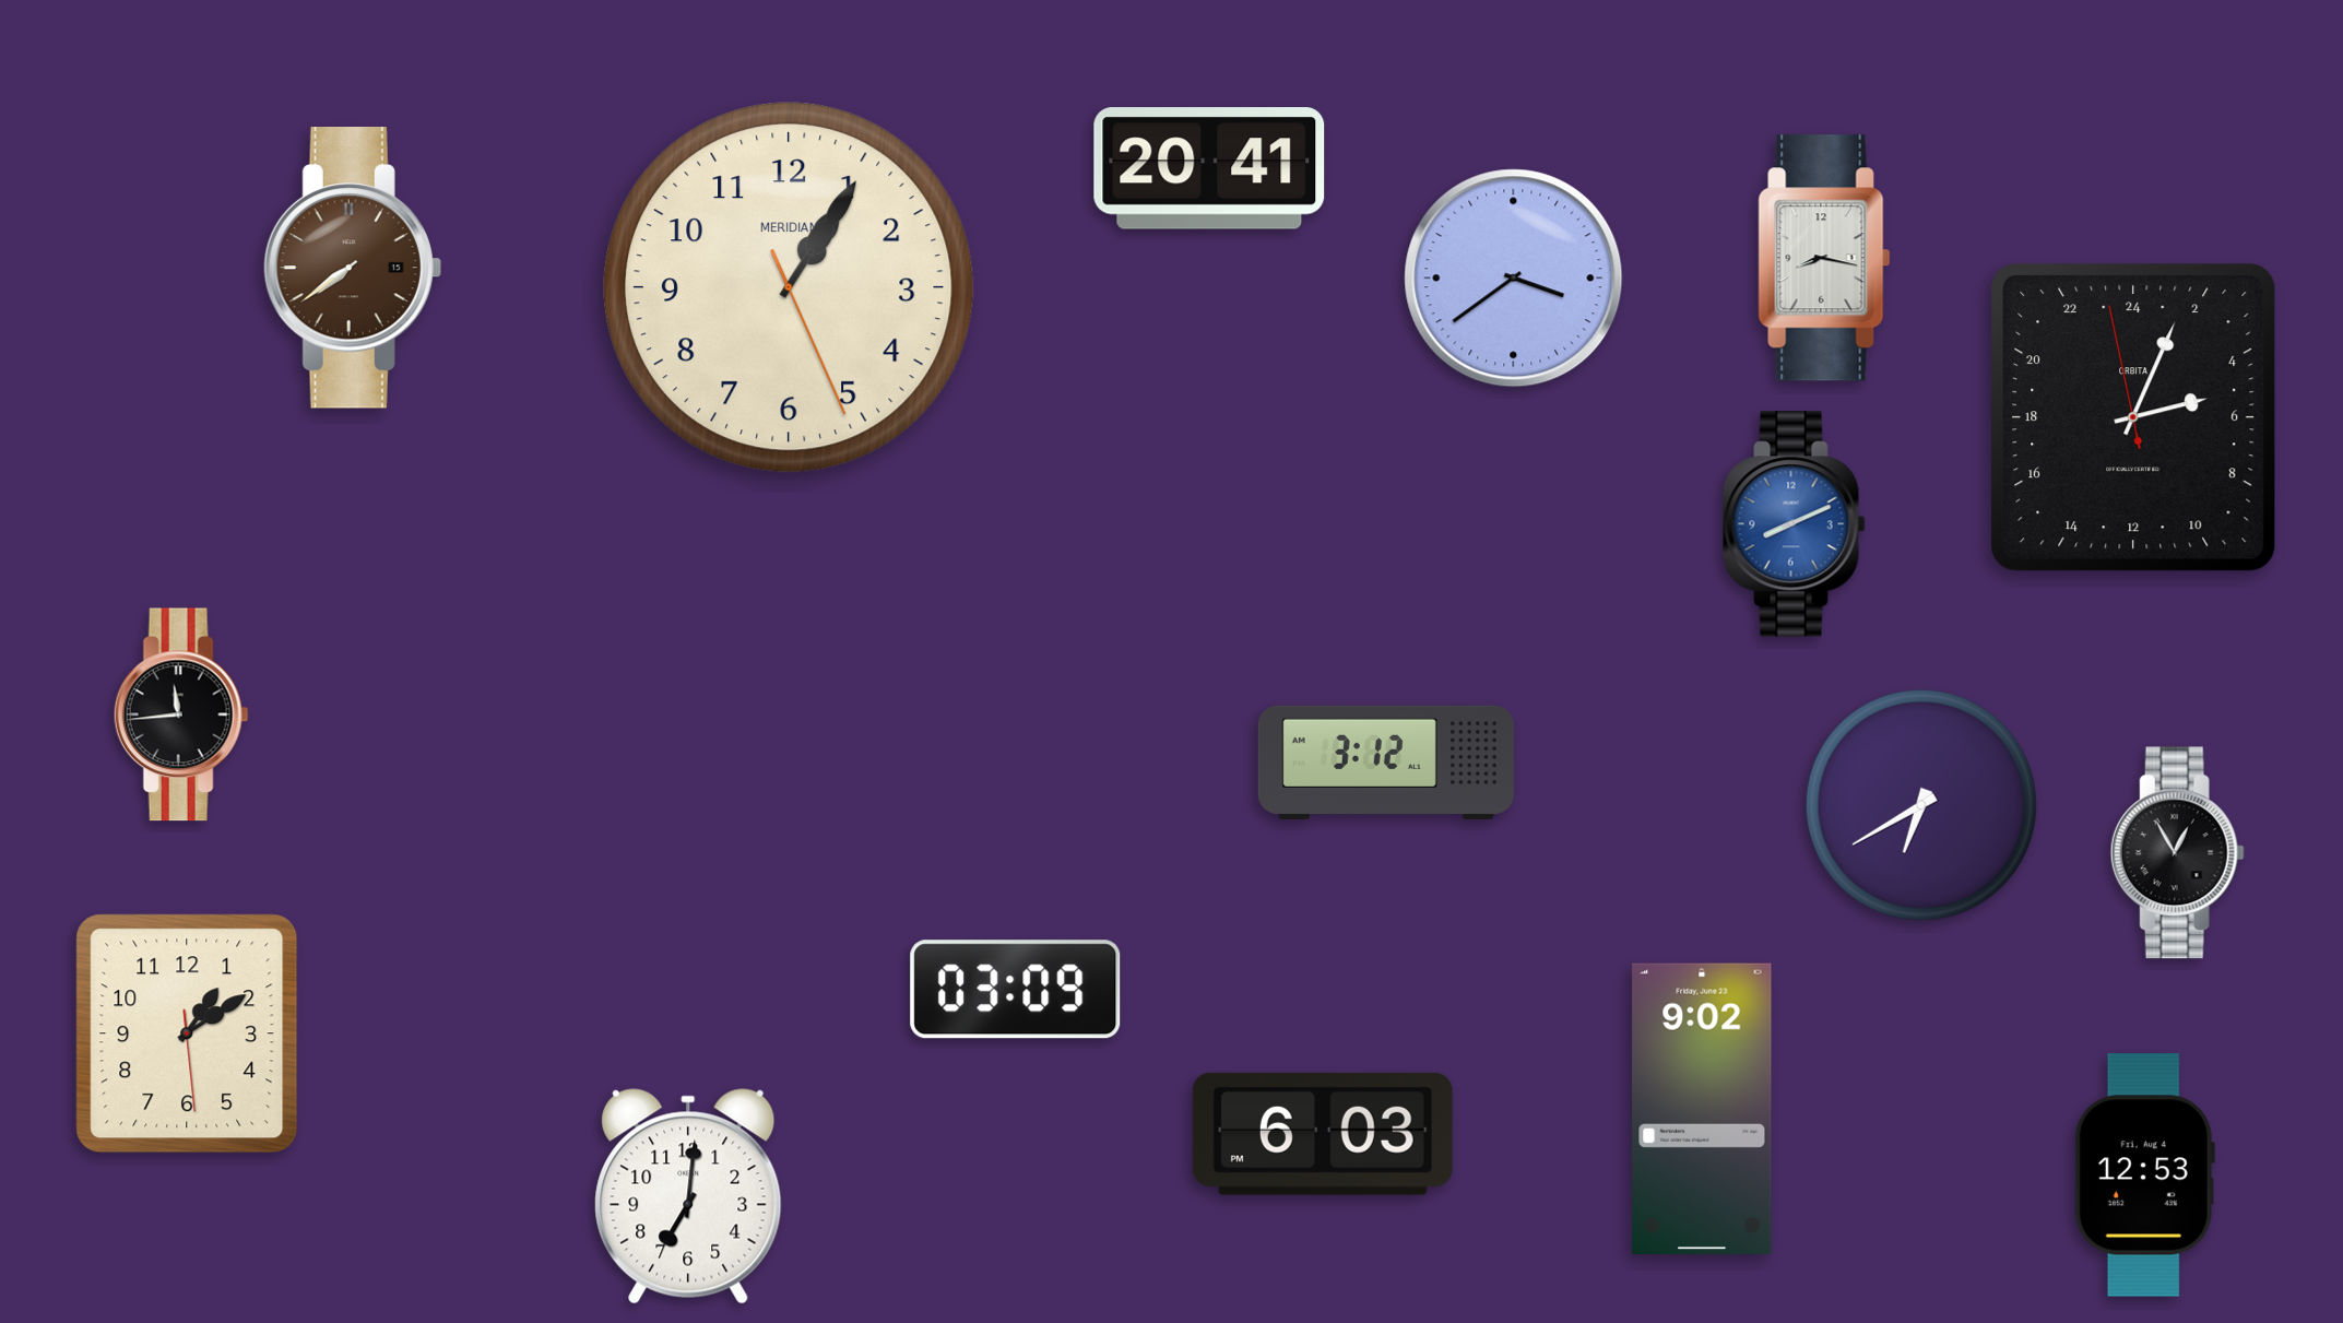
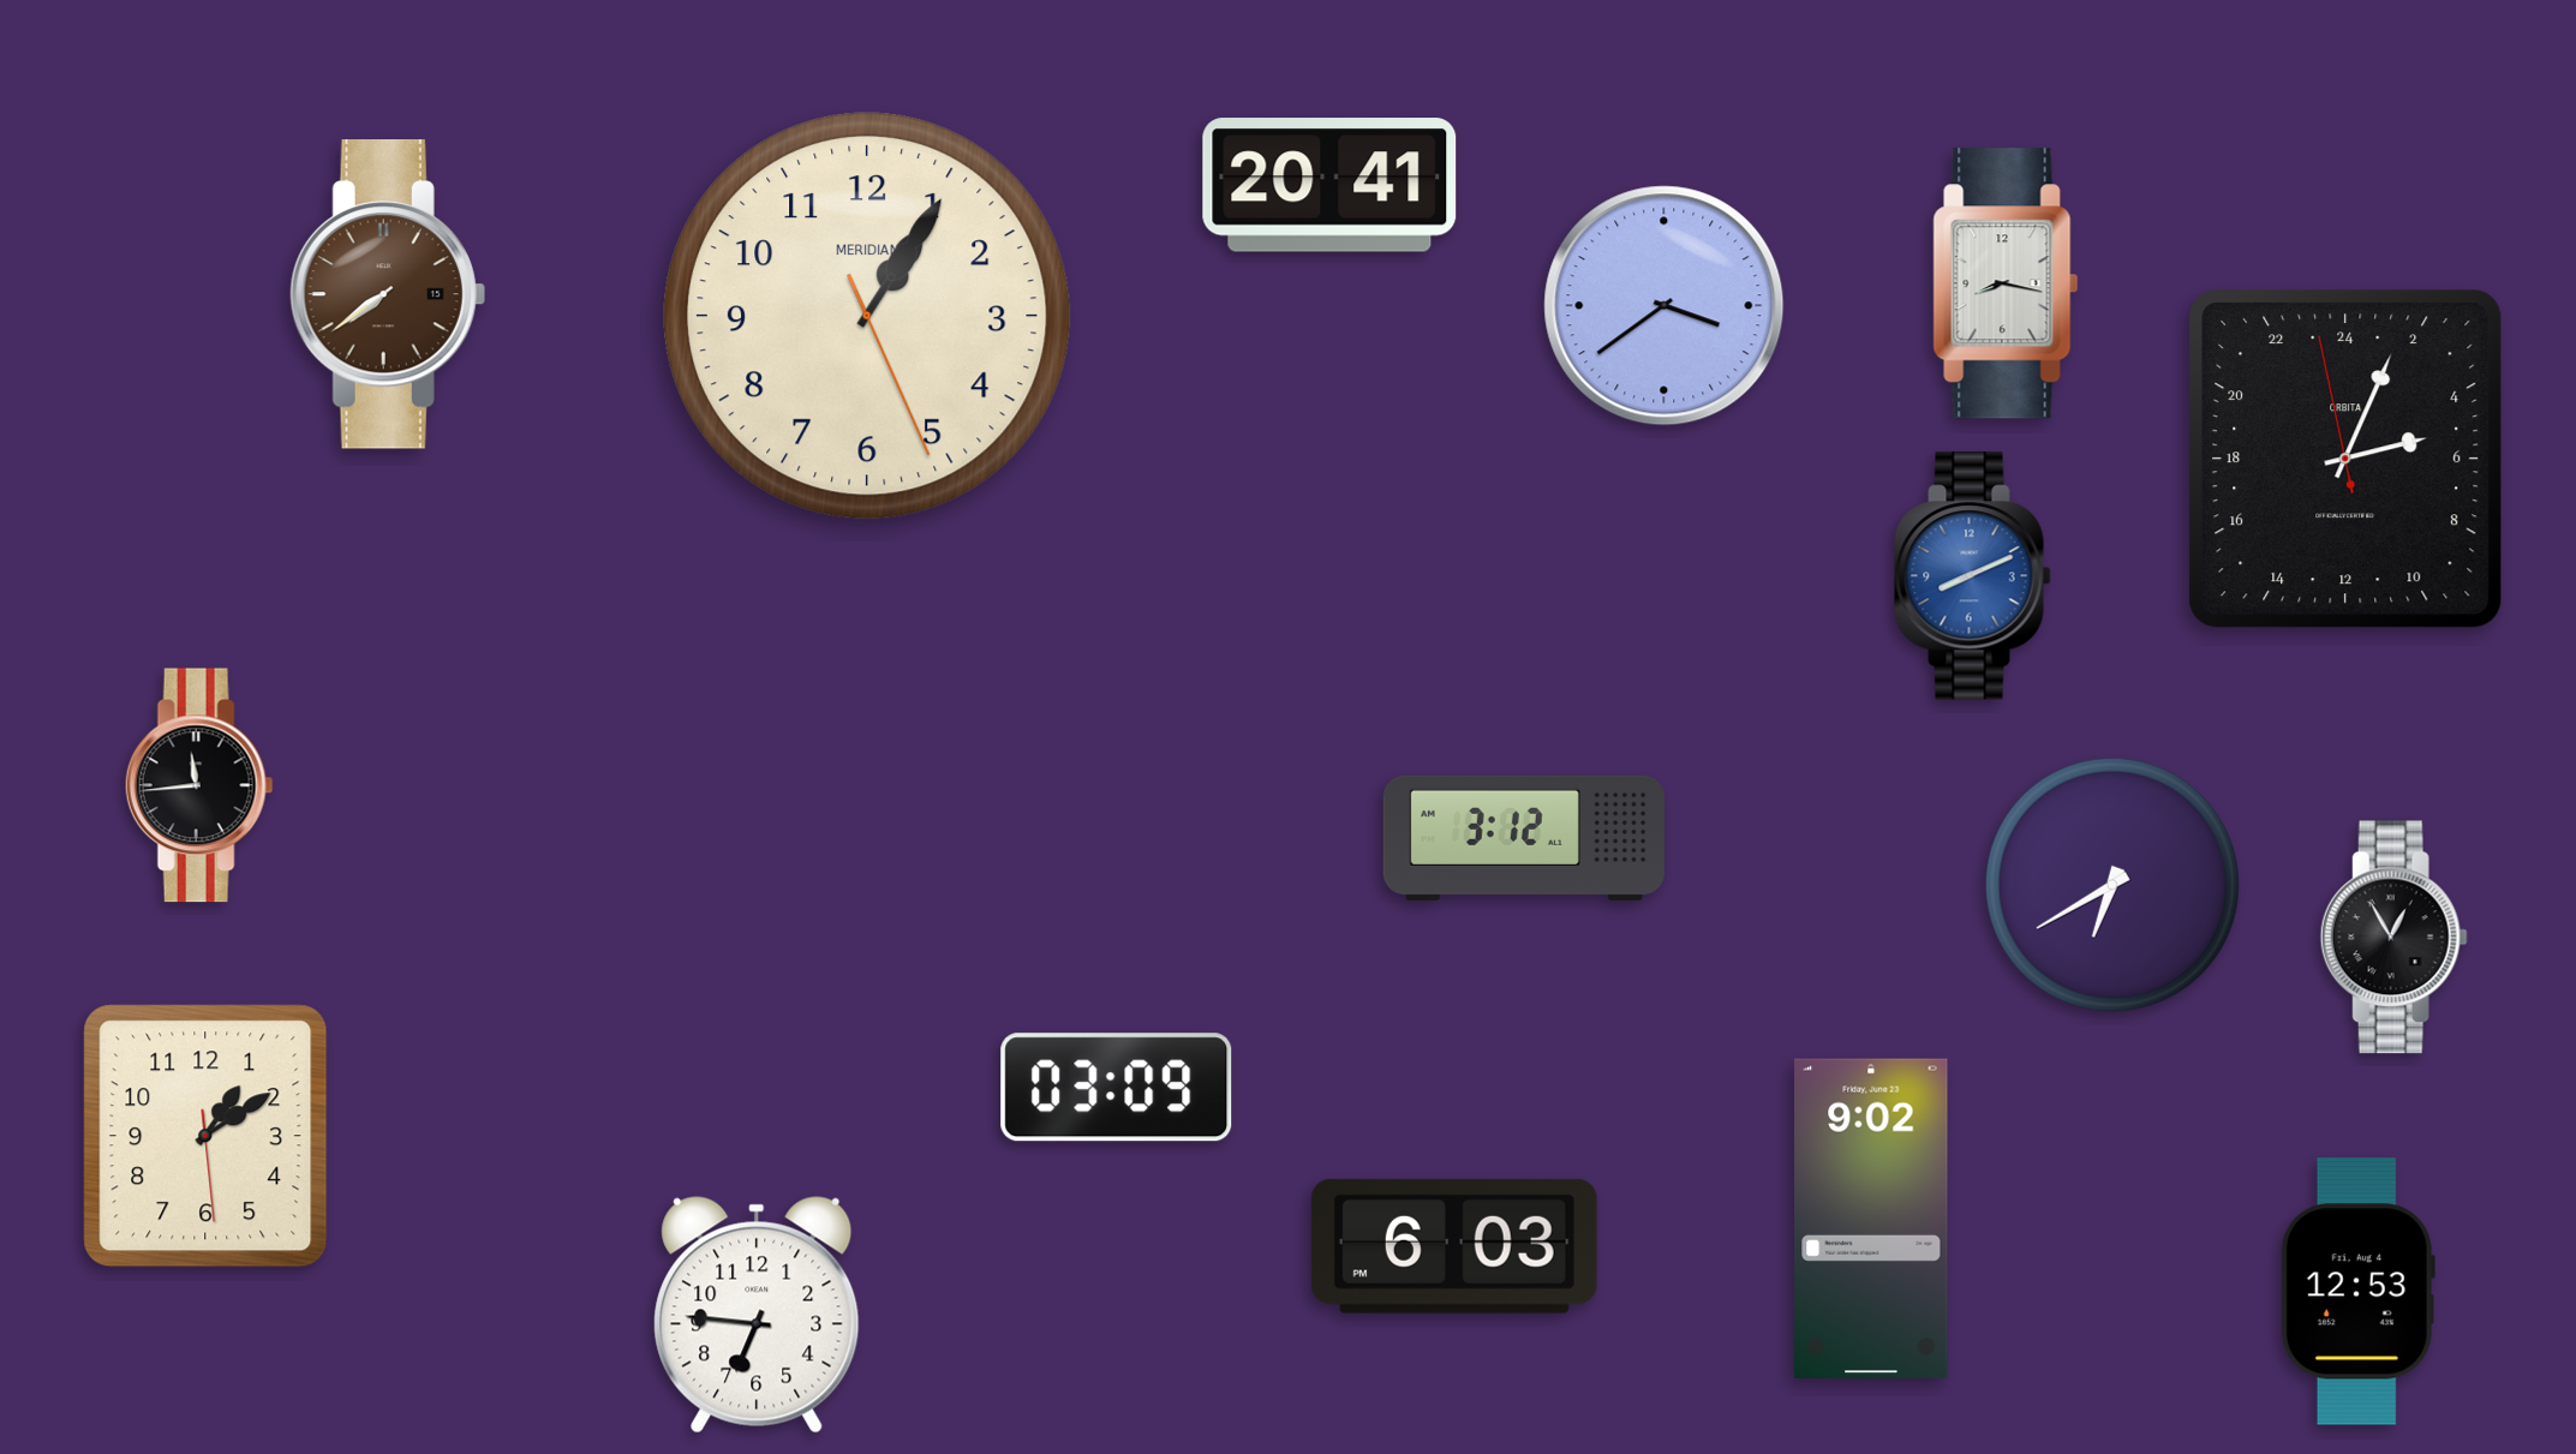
clock at (688, 1196): 7:01 -> 6:46
